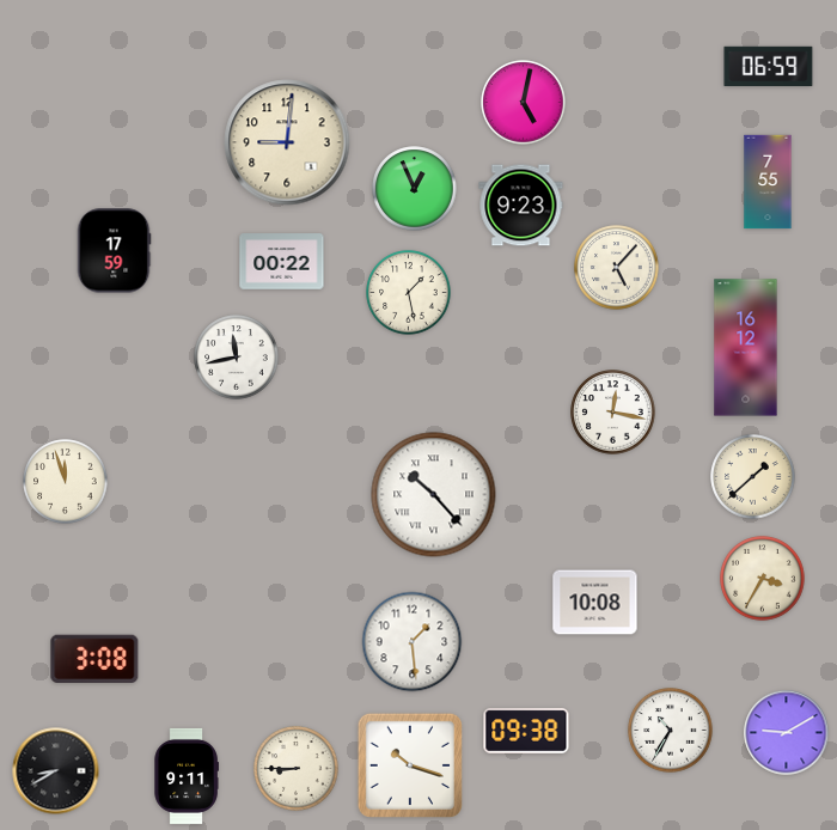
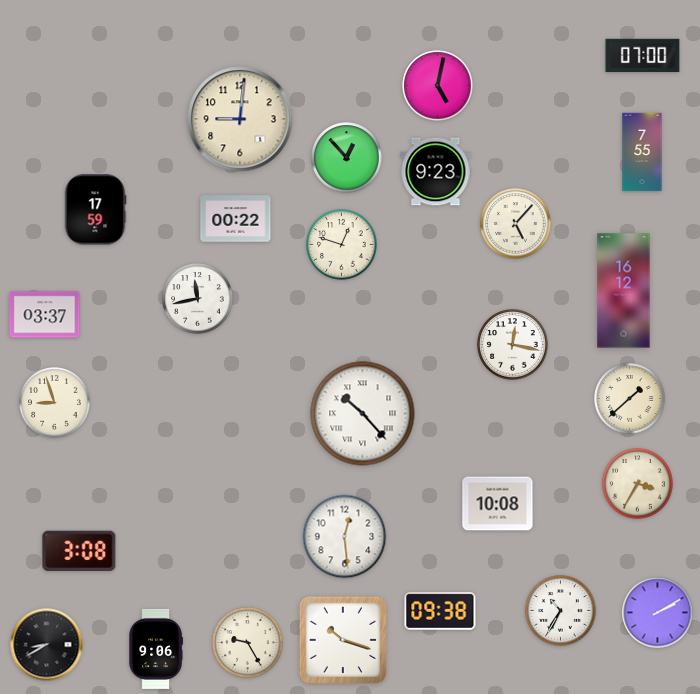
clock at (769, 67): 06:59 -> 07:00
clock at (415, 189): 12:56 -> 12:53
clock at (409, 293): 1:28 -> 12:48
clock at (45, 315): none -> 03:37
clock at (66, 482): 11:57 -> 8:57
clock at (413, 642): 1:29 -> 12:29
clock at (787, 733): 9:10 -> 2:10
clock at (297, 769): 8:45 -> 9:25
clock at (187, 776): 9:11 -> 9:06
